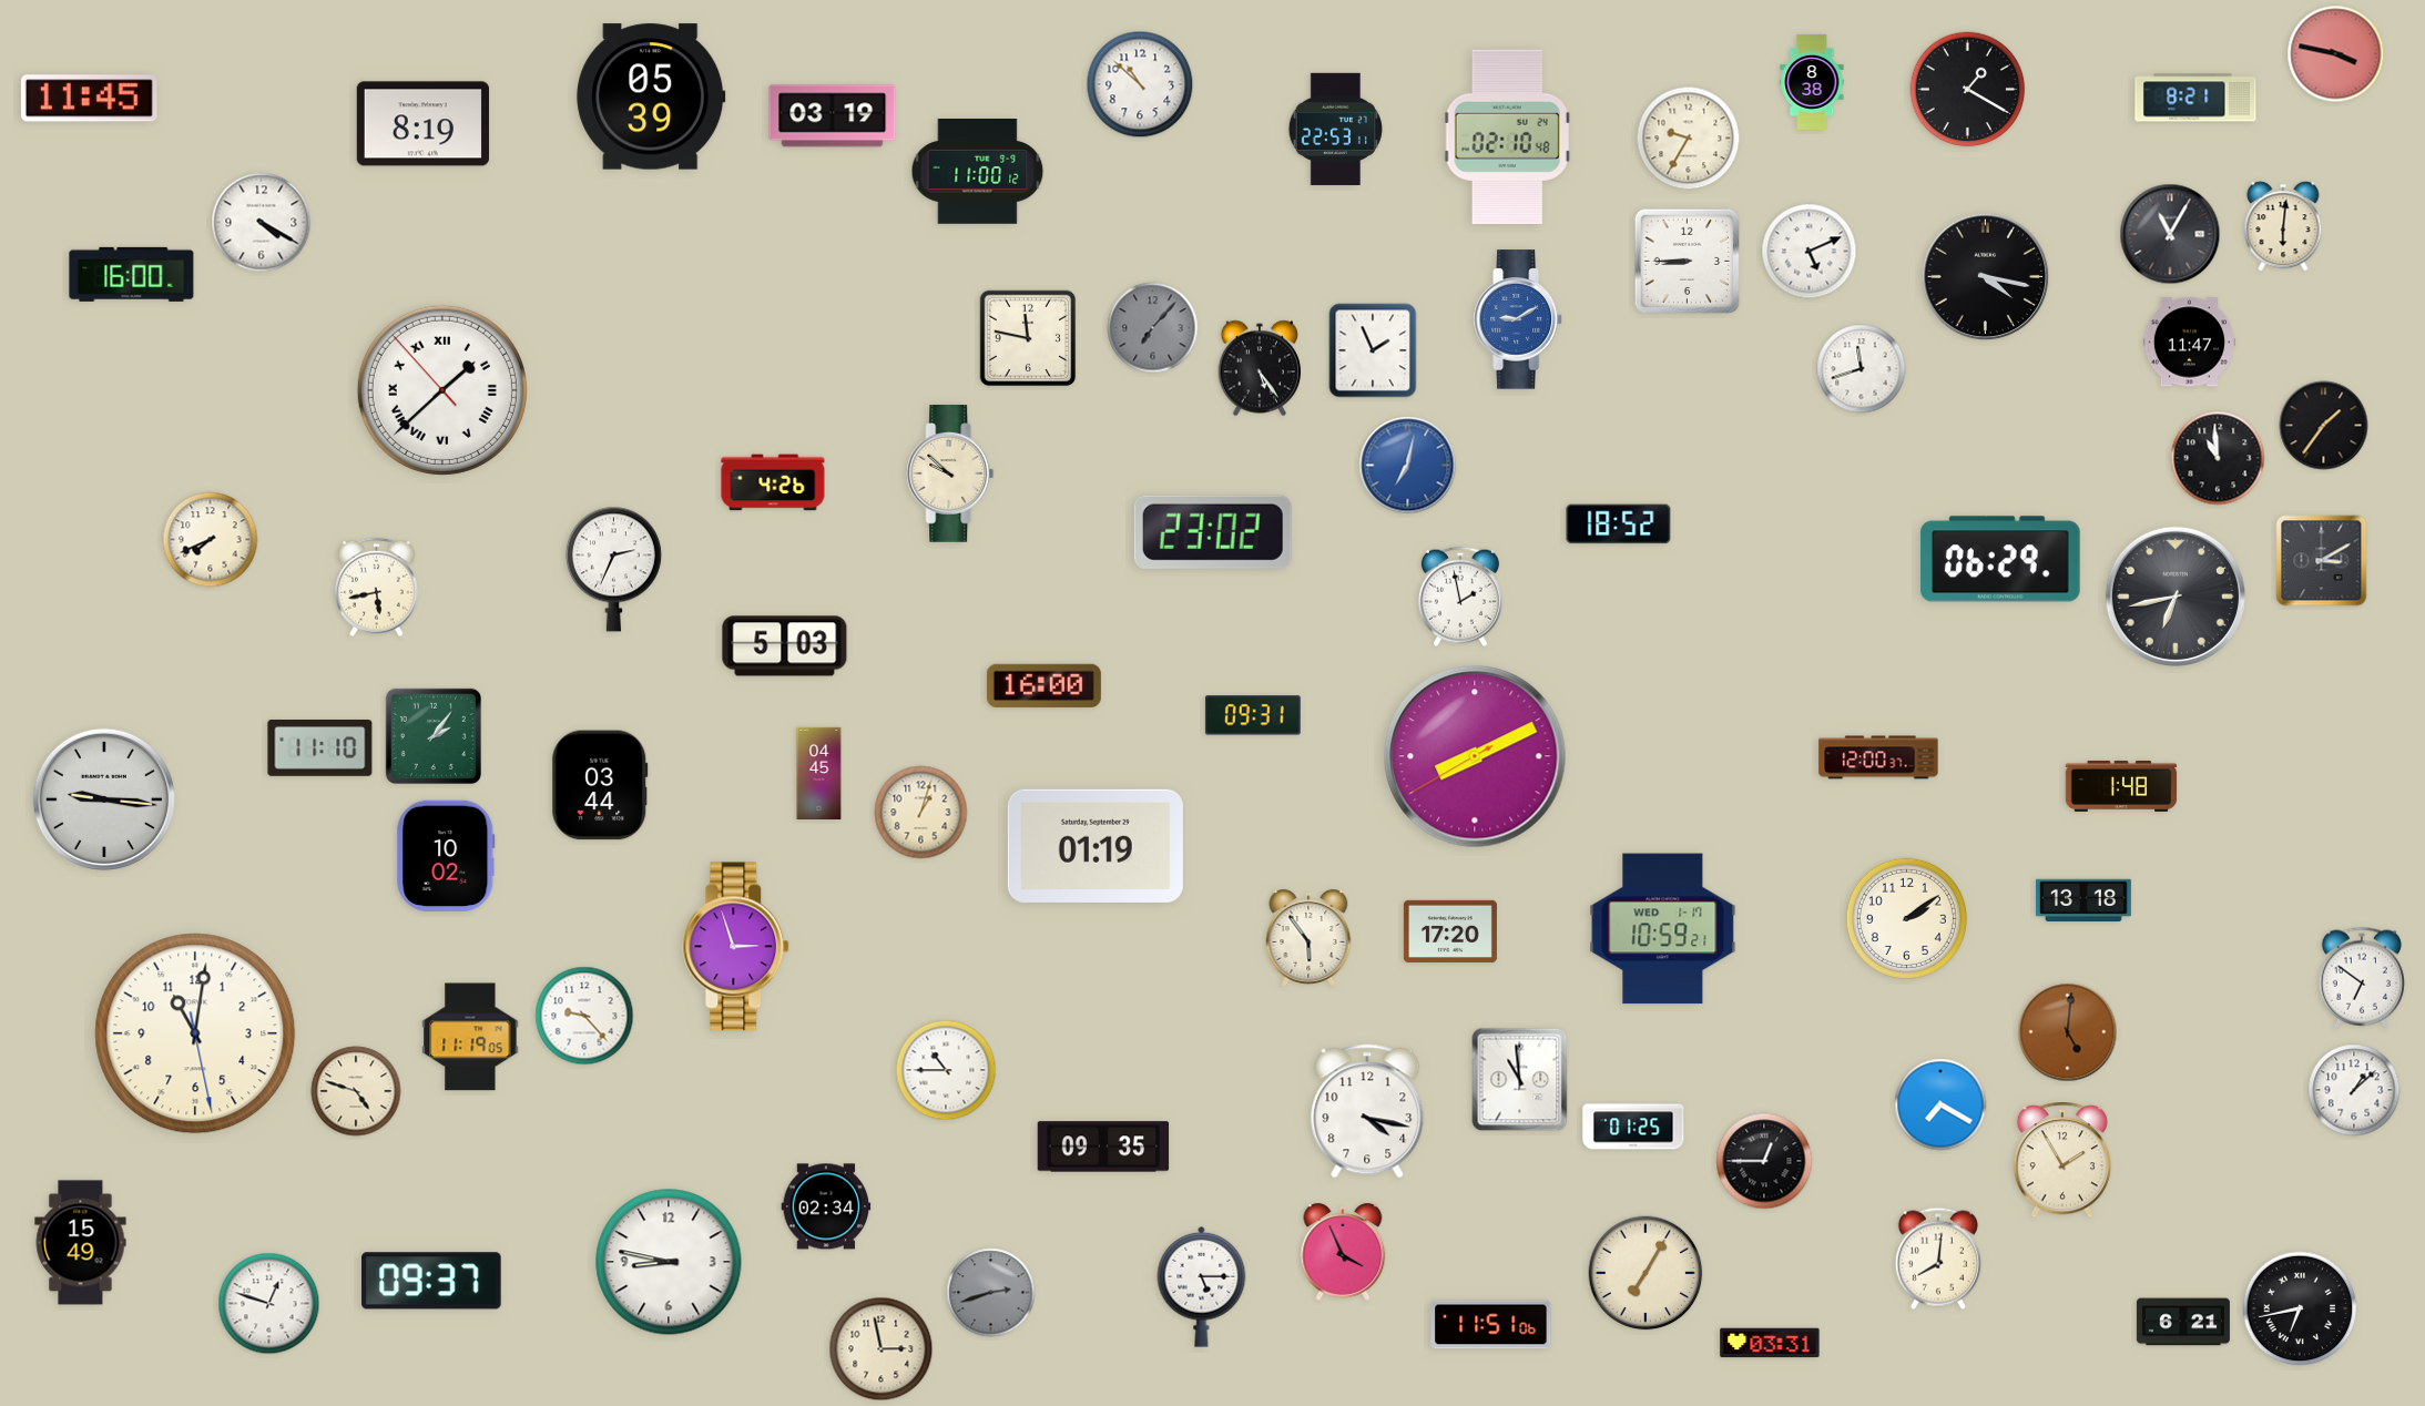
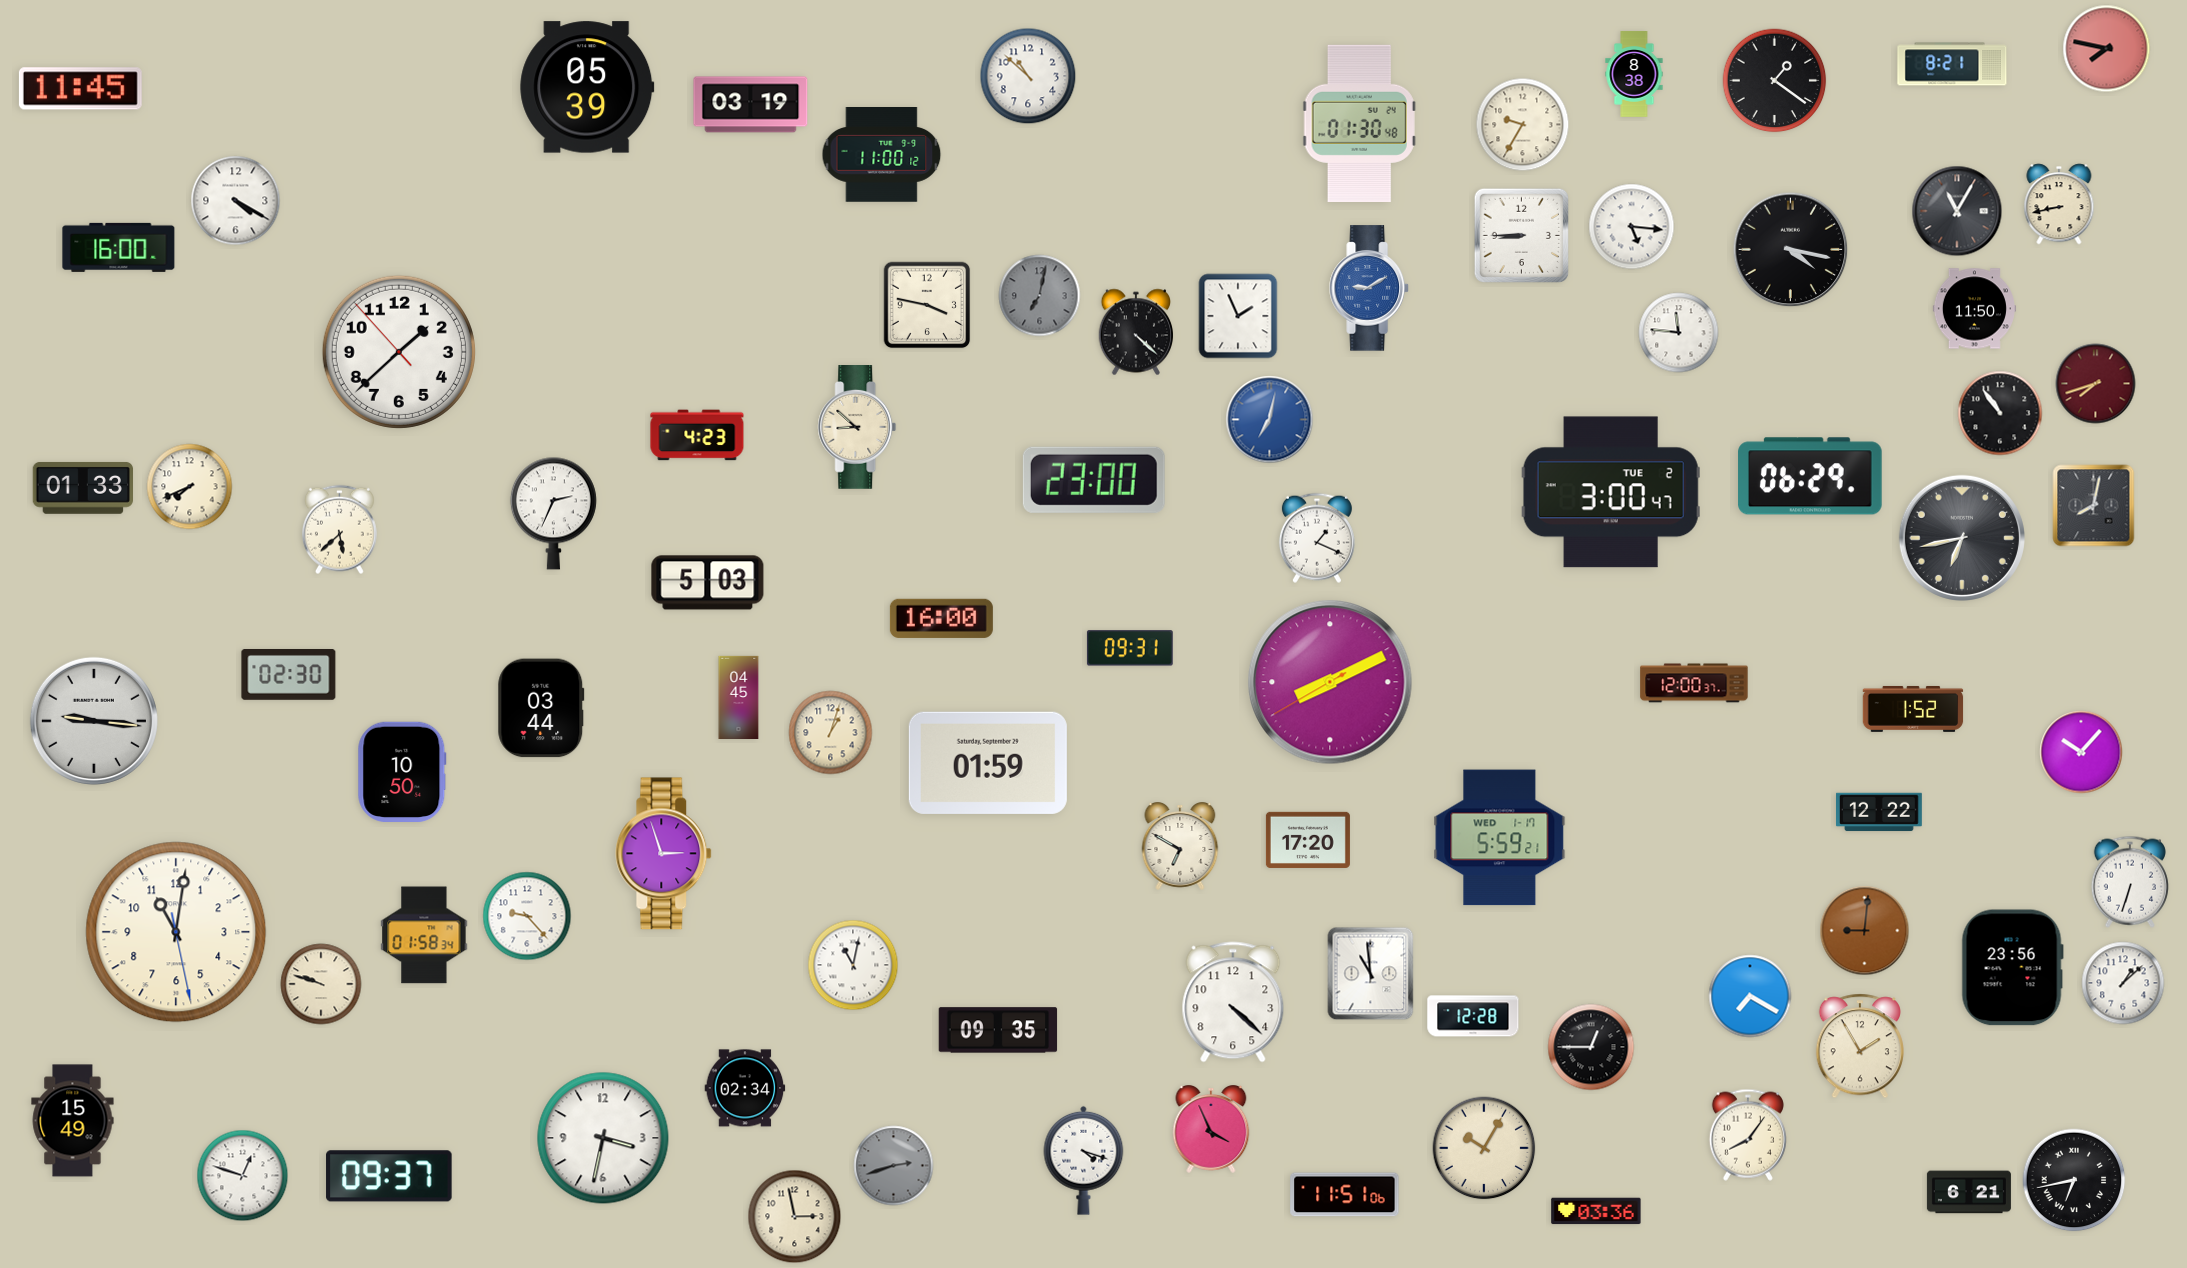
clock at (2336, 54): 3:47 -> 7:47
clock at (1968, 90): 1:20 -> 1:21
clock at (2195, 98) position: (2195, 98) -> (1952, 64)
clock at (422, 124): 8:19 -> none
clock at (1335, 129): 22:53 -> none
clock at (1507, 136): 02:10 -> 01:30
clock at (2283, 226): 6:01 -> 8:43
clock at (1810, 252): 5:11 -> 5:16
clock at (1153, 328): 7:07 -> 7:02
clock at (1028, 338): 11:47 -> 3:47
clock at (2189, 343): 11:47 -> 11:50
clock at (1260, 368): 5:24 -> 4:22
clock at (1862, 369): 11:42 -> 11:46
clock at (442, 390) numerals: Roman -> Arabic
clock at (2324, 426): 1:36 -> 7:42
clock at (2324, 426) dial: black -> burgundy
clock at (2218, 458): 10:59 -> 10:54
clock at (950, 475): 9:52 -> 8:52
clock at (773, 482): 4:26 -> 4:23
clock at (1619, 524): 18:52 -> none
clock at (1213, 532): 23:02 -> 23:00
clock at (82, 488): none -> 01:33
clock at (1611, 492): none -> 3:00
clock at (2000, 559) position: (2000, 559) -> (1810, 476)
clock at (2322, 561): 3:10 -> 8:02
clock at (376, 588): 5:43 -> 5:38
clock at (1460, 597): 1:58 -> 1:19
clock at (1253, 715) position: (1253, 715) -> (1130, 648)
clock at (434, 736): 2:06 -> none
clock at (320, 748): 11:10 -> 02:30
clock at (2121, 786): 1:48 -> 1:52
clock at (2081, 752): none -> 10:07
clock at (1096, 846): 01:19 -> 01:59
clock at (446, 856): 10:02 -> 10:50
clock at (2085, 900): 13:18 -> 12:22
clock at (1906, 918): 2:09 -> none
clock at (1663, 929): 10:59 -> 5:59
clock at (1308, 939): 5:54 -> 6:50
clock at (2362, 978): 6:51 -> 6:33
clock at (2068, 1032): 5:01 -> 9:01
clock at (470, 1037): 11:19 -> 01:58
clock at (946, 1070): 10:45 -> 11:02
clock at (2012, 968): none -> 23:56
clock at (356, 1091): 4:48 -> 9:48
clock at (1367, 1111): 4:17 -> 4:22
clock at (1633, 1127): 01:25 -> 12:28
clock at (1103, 1147) position: (1103, 1147) -> (998, 1030)
clock at (1938, 1259): 8:01 -> 8:06
clock at (669, 1262): 8:47 -> 3:32
clock at (1645, 1273): 7:05 -> 10:05
clock at (431, 1281) position: (431, 1281) -> (389, 1176)
clock at (1202, 1286): 5:15 -> 4:18
clock at (1770, 1343): 03:31 -> 03:36
